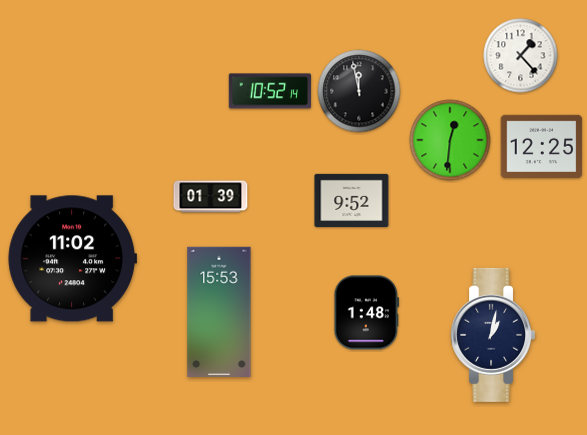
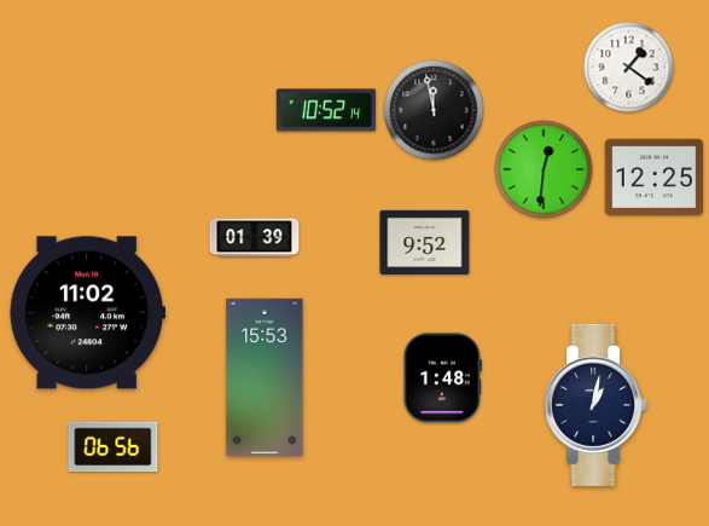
clock at (521, 56): 1:23 -> 1:21
clock at (114, 447): none -> 06:56
